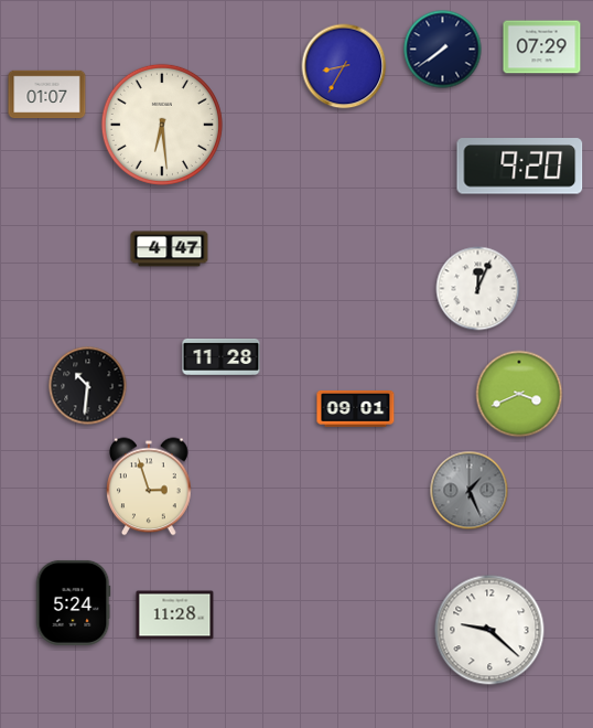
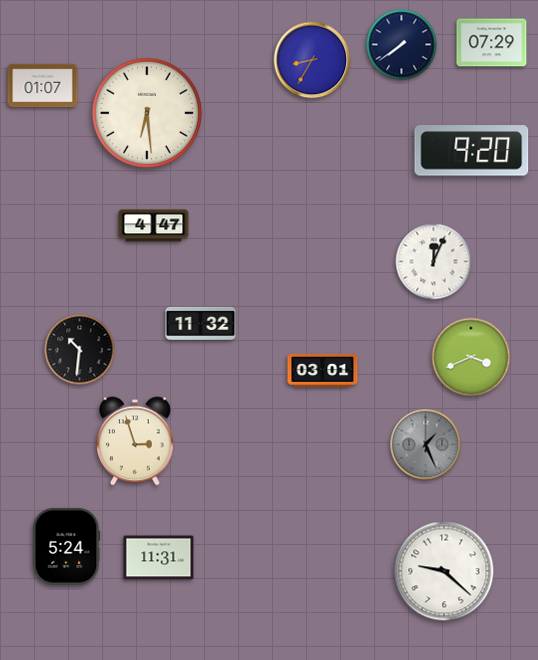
clock at (222, 356): 11:28 -> 11:32
clock at (356, 408): 09:01 -> 03:01
clock at (175, 615): 11:28 -> 11:31
